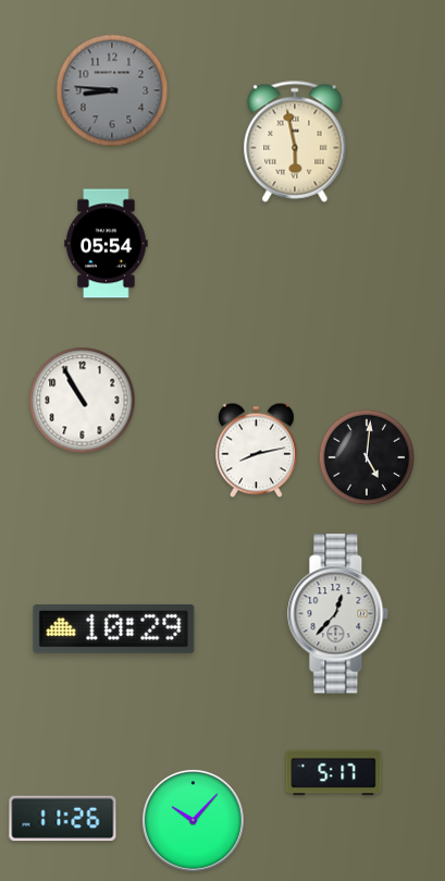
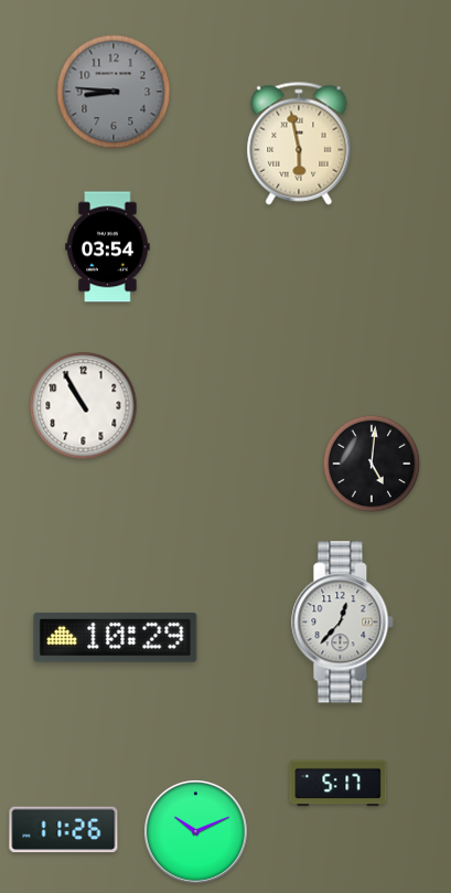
clock at (107, 244): 05:54 -> 03:54
clock at (257, 451): 8:13 -> none
clock at (193, 820): 10:07 -> 10:11
